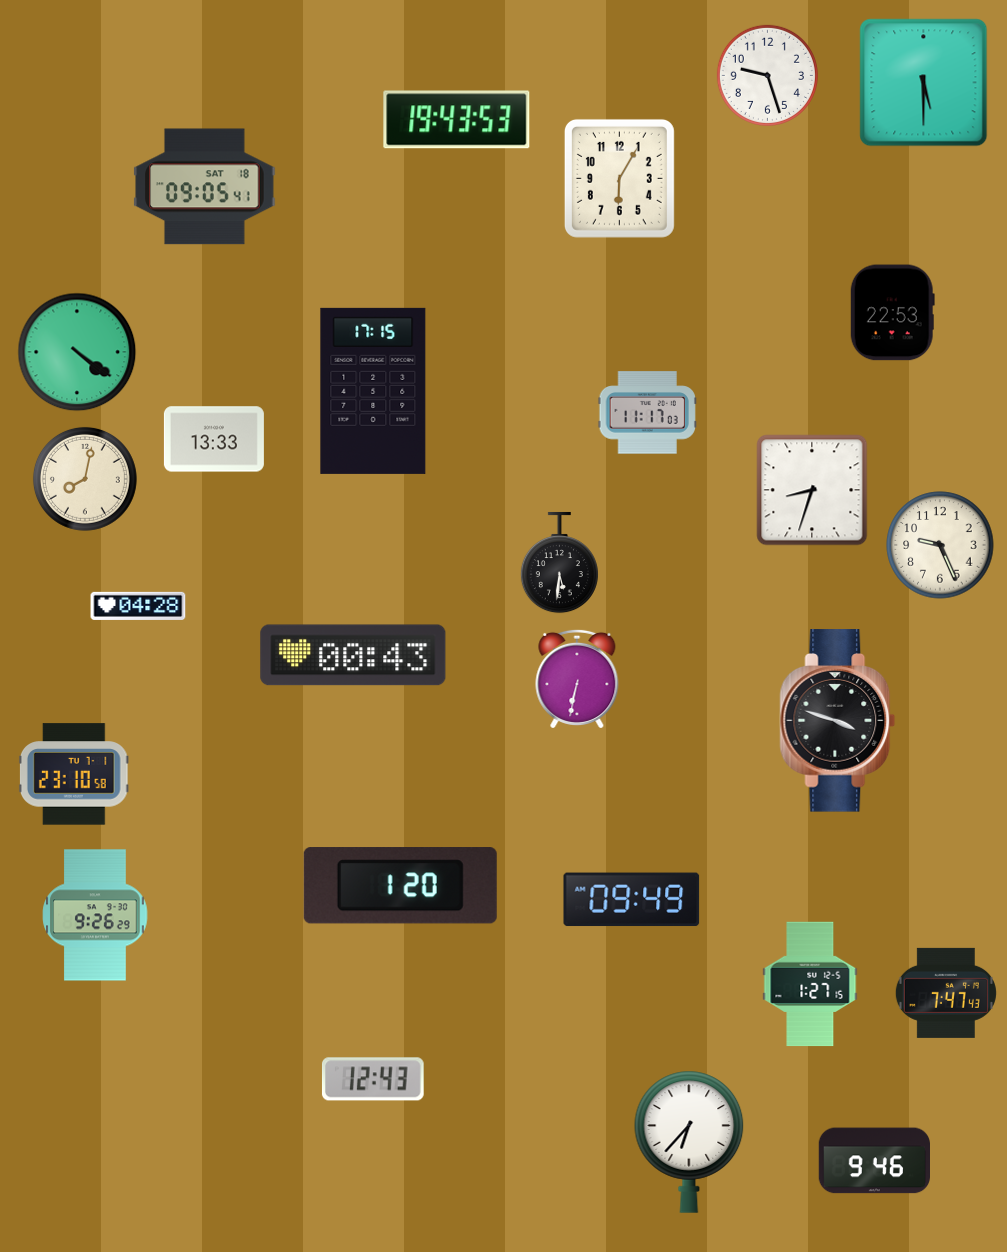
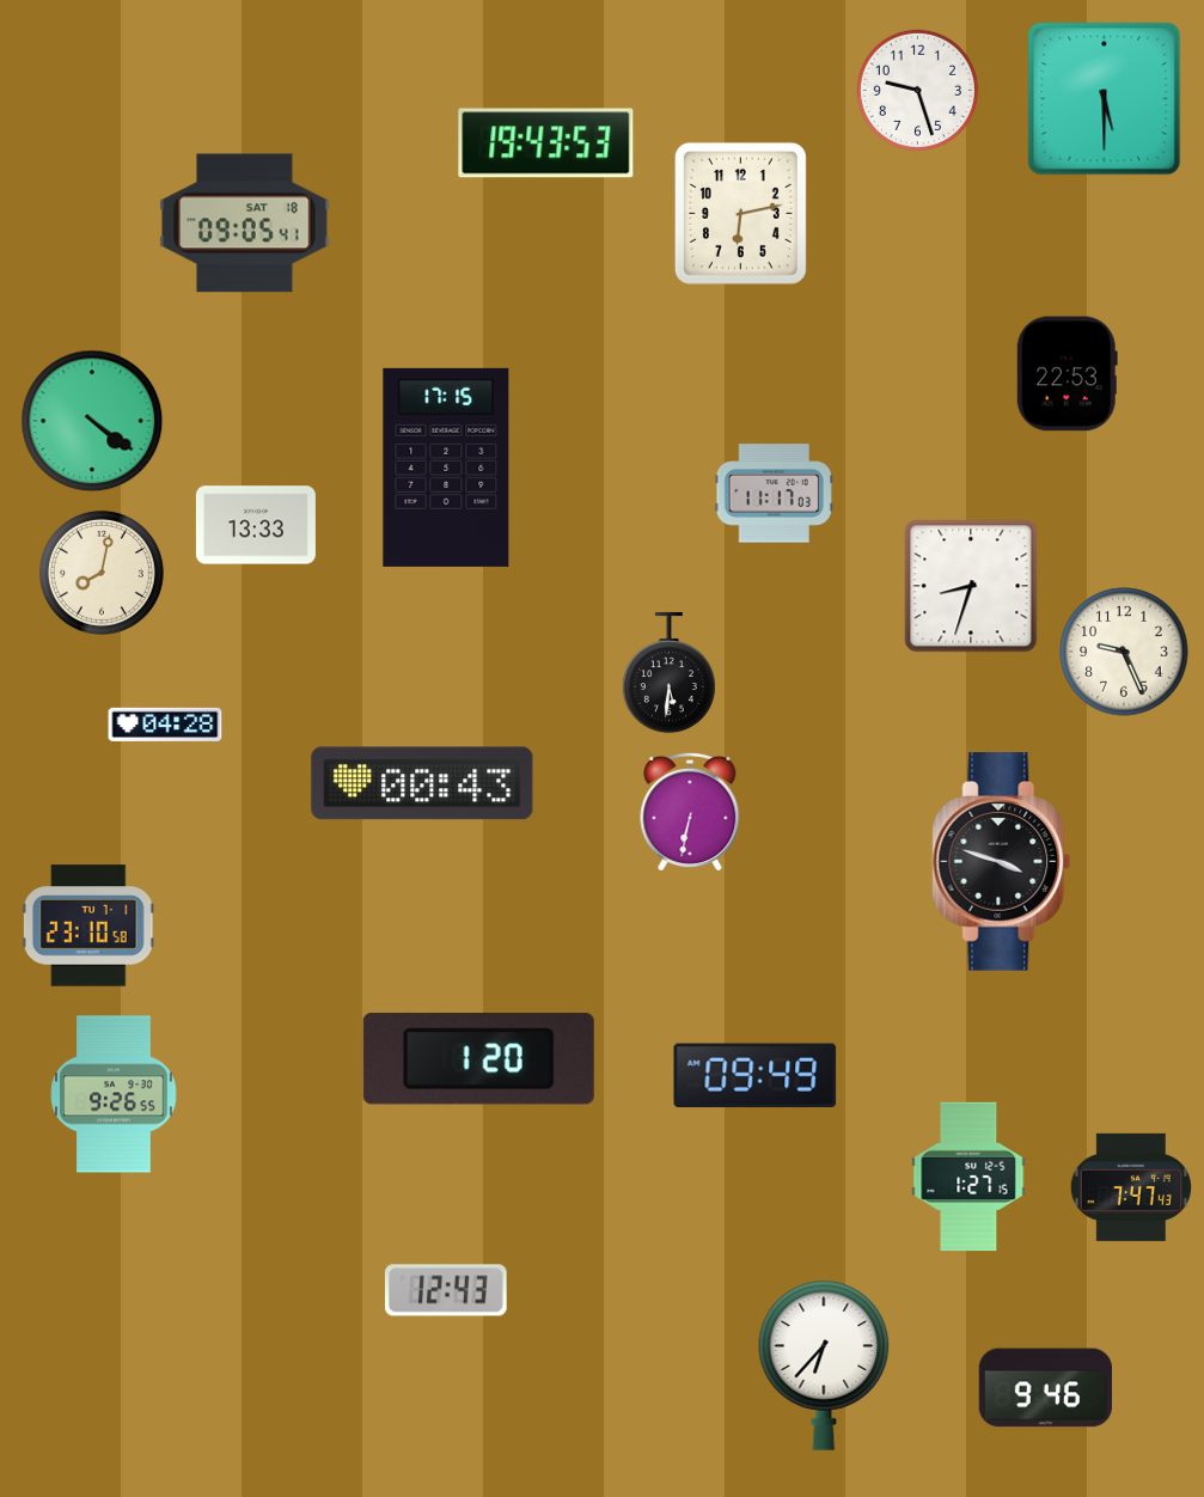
clock at (619, 178): 6:05 -> 6:13
clock at (95, 915): 9:26:29 -> 9:26:55
